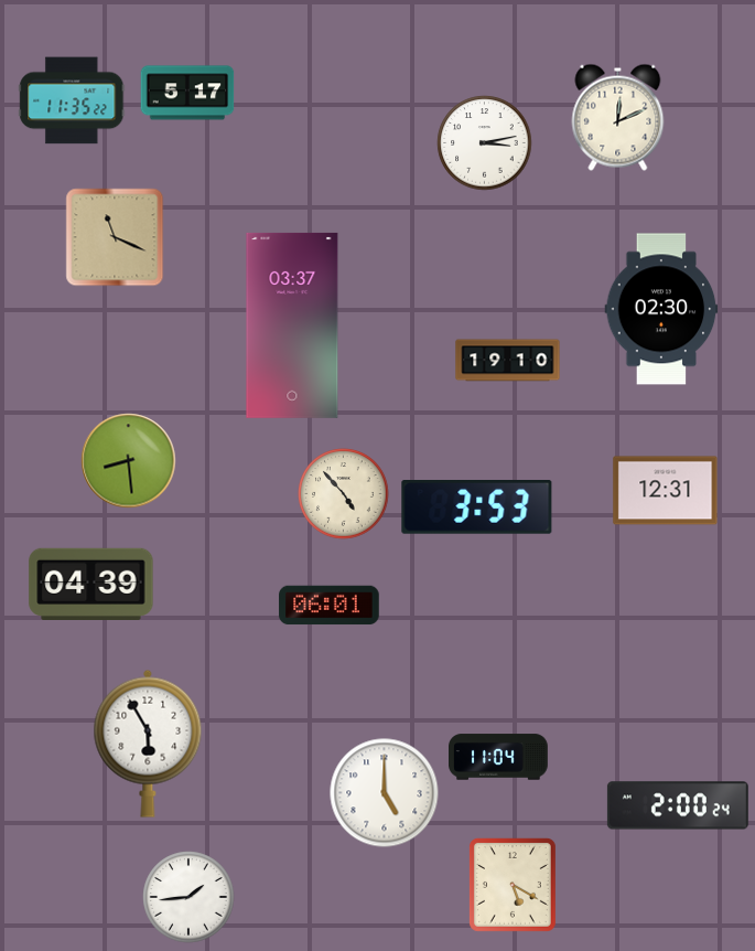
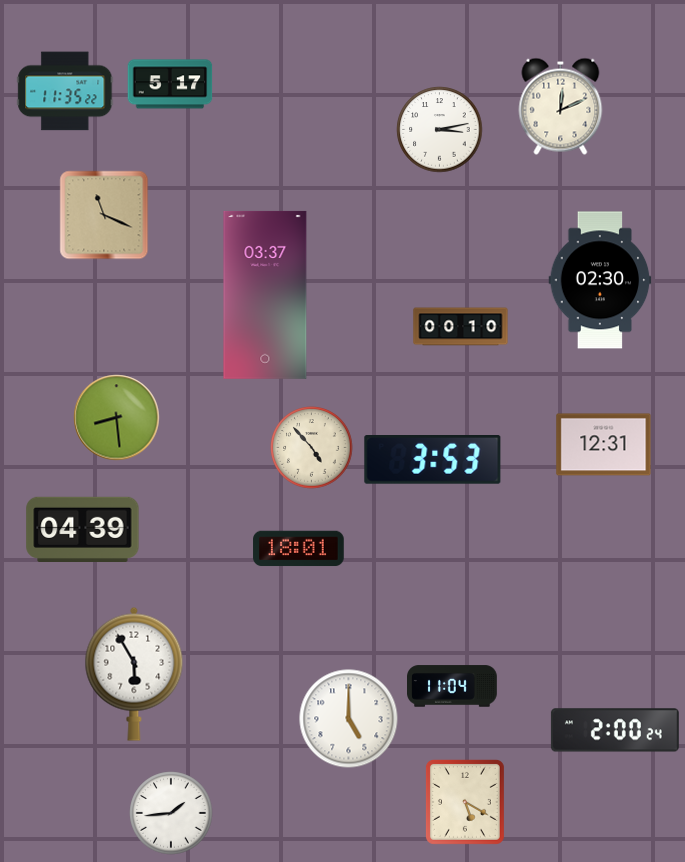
clock at (508, 361): 19:10 -> 00:10
clock at (330, 606): 06:01 -> 18:01
